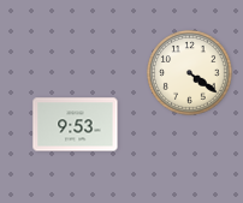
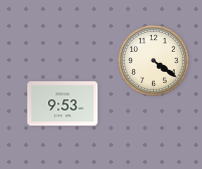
clock at (190, 73) position: (190, 73) -> (154, 61)
